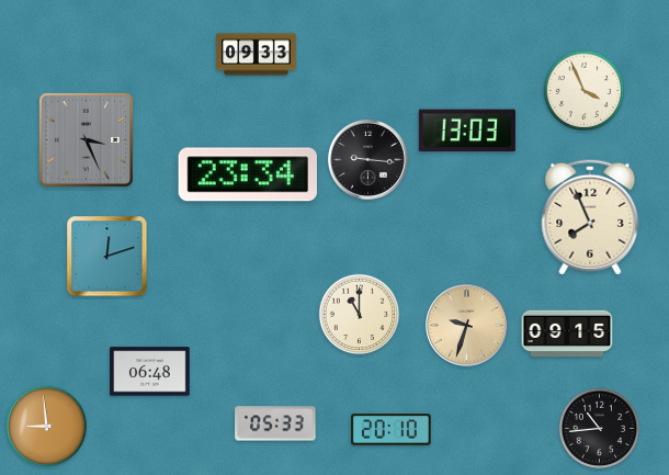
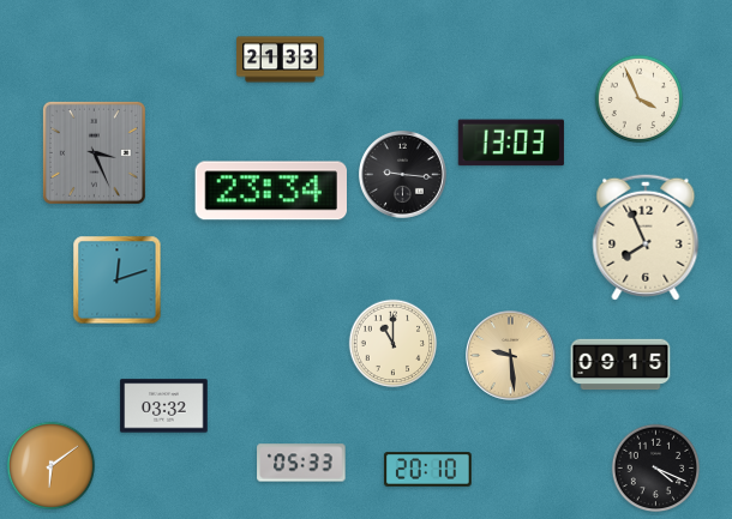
clock at (257, 55): 09:33 -> 21:33
clock at (467, 326): 9:33 -> 9:29
clock at (150, 372): 06:48 -> 03:32
clock at (47, 427): 8:59 -> 6:09
clock at (600, 429): 10:44 -> 4:19
